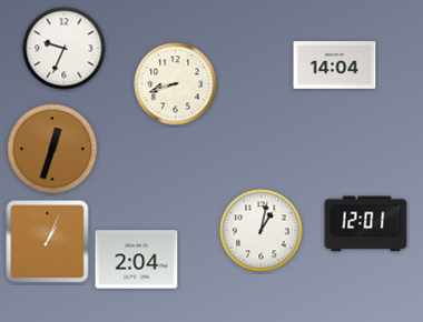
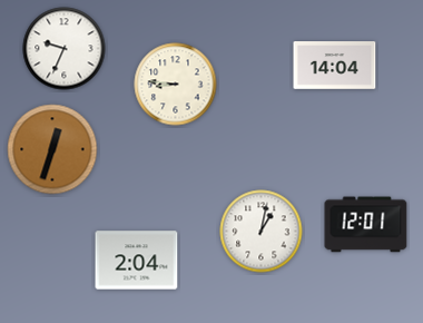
clock at (176, 84): 8:42 -> 8:46
clock at (48, 242): 1:04 -> none
